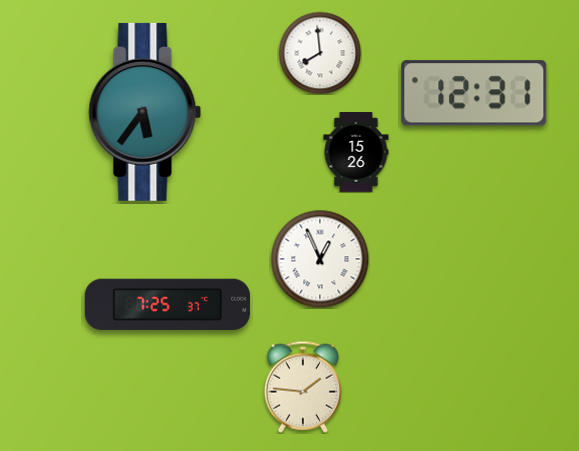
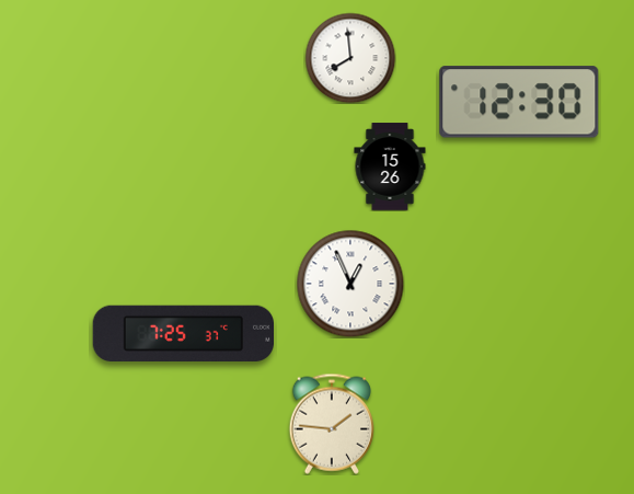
clock at (474, 93): 12:31 -> 12:30
clock at (145, 112): 5:36 -> none
